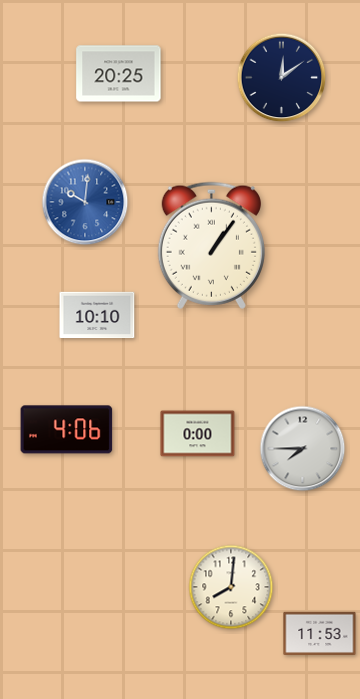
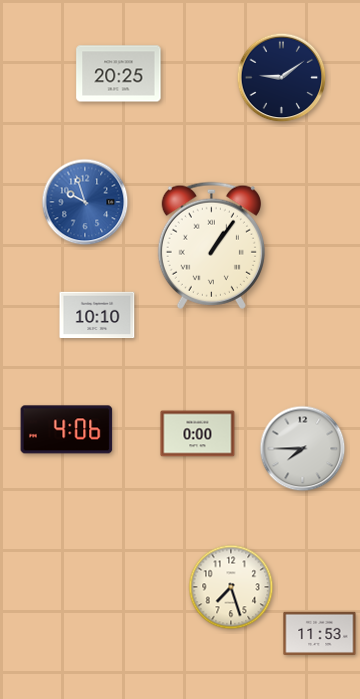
clock at (282, 78): 12:09 -> 9:09
clock at (85, 202): 10:01 -> 9:57
clock at (231, 587): 8:01 -> 7:27
